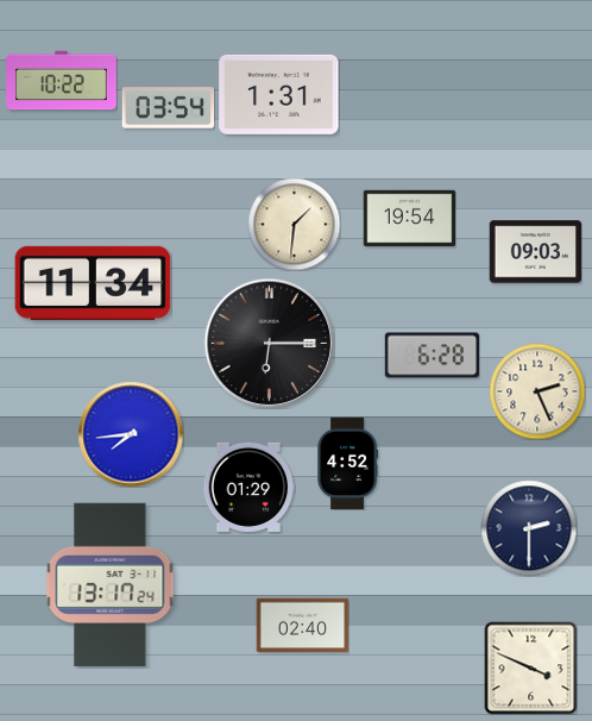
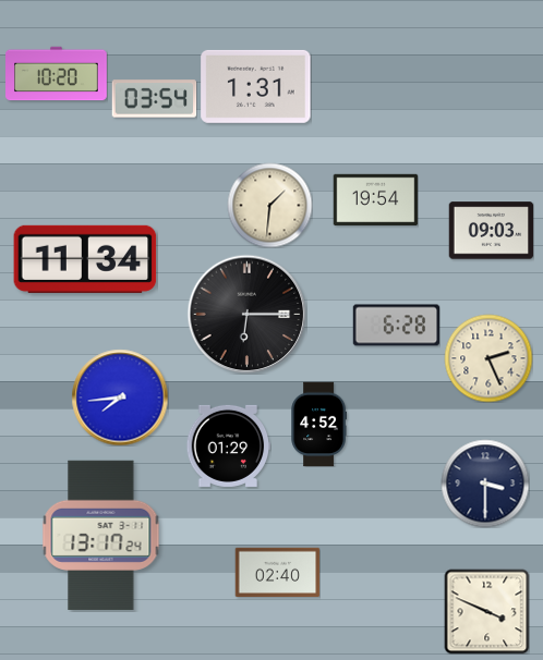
clock at (62, 81): 10:22 -> 10:20
clock at (537, 391) position: (537, 391) -> (488, 358)
clock at (529, 528): 2:30 -> 3:30
